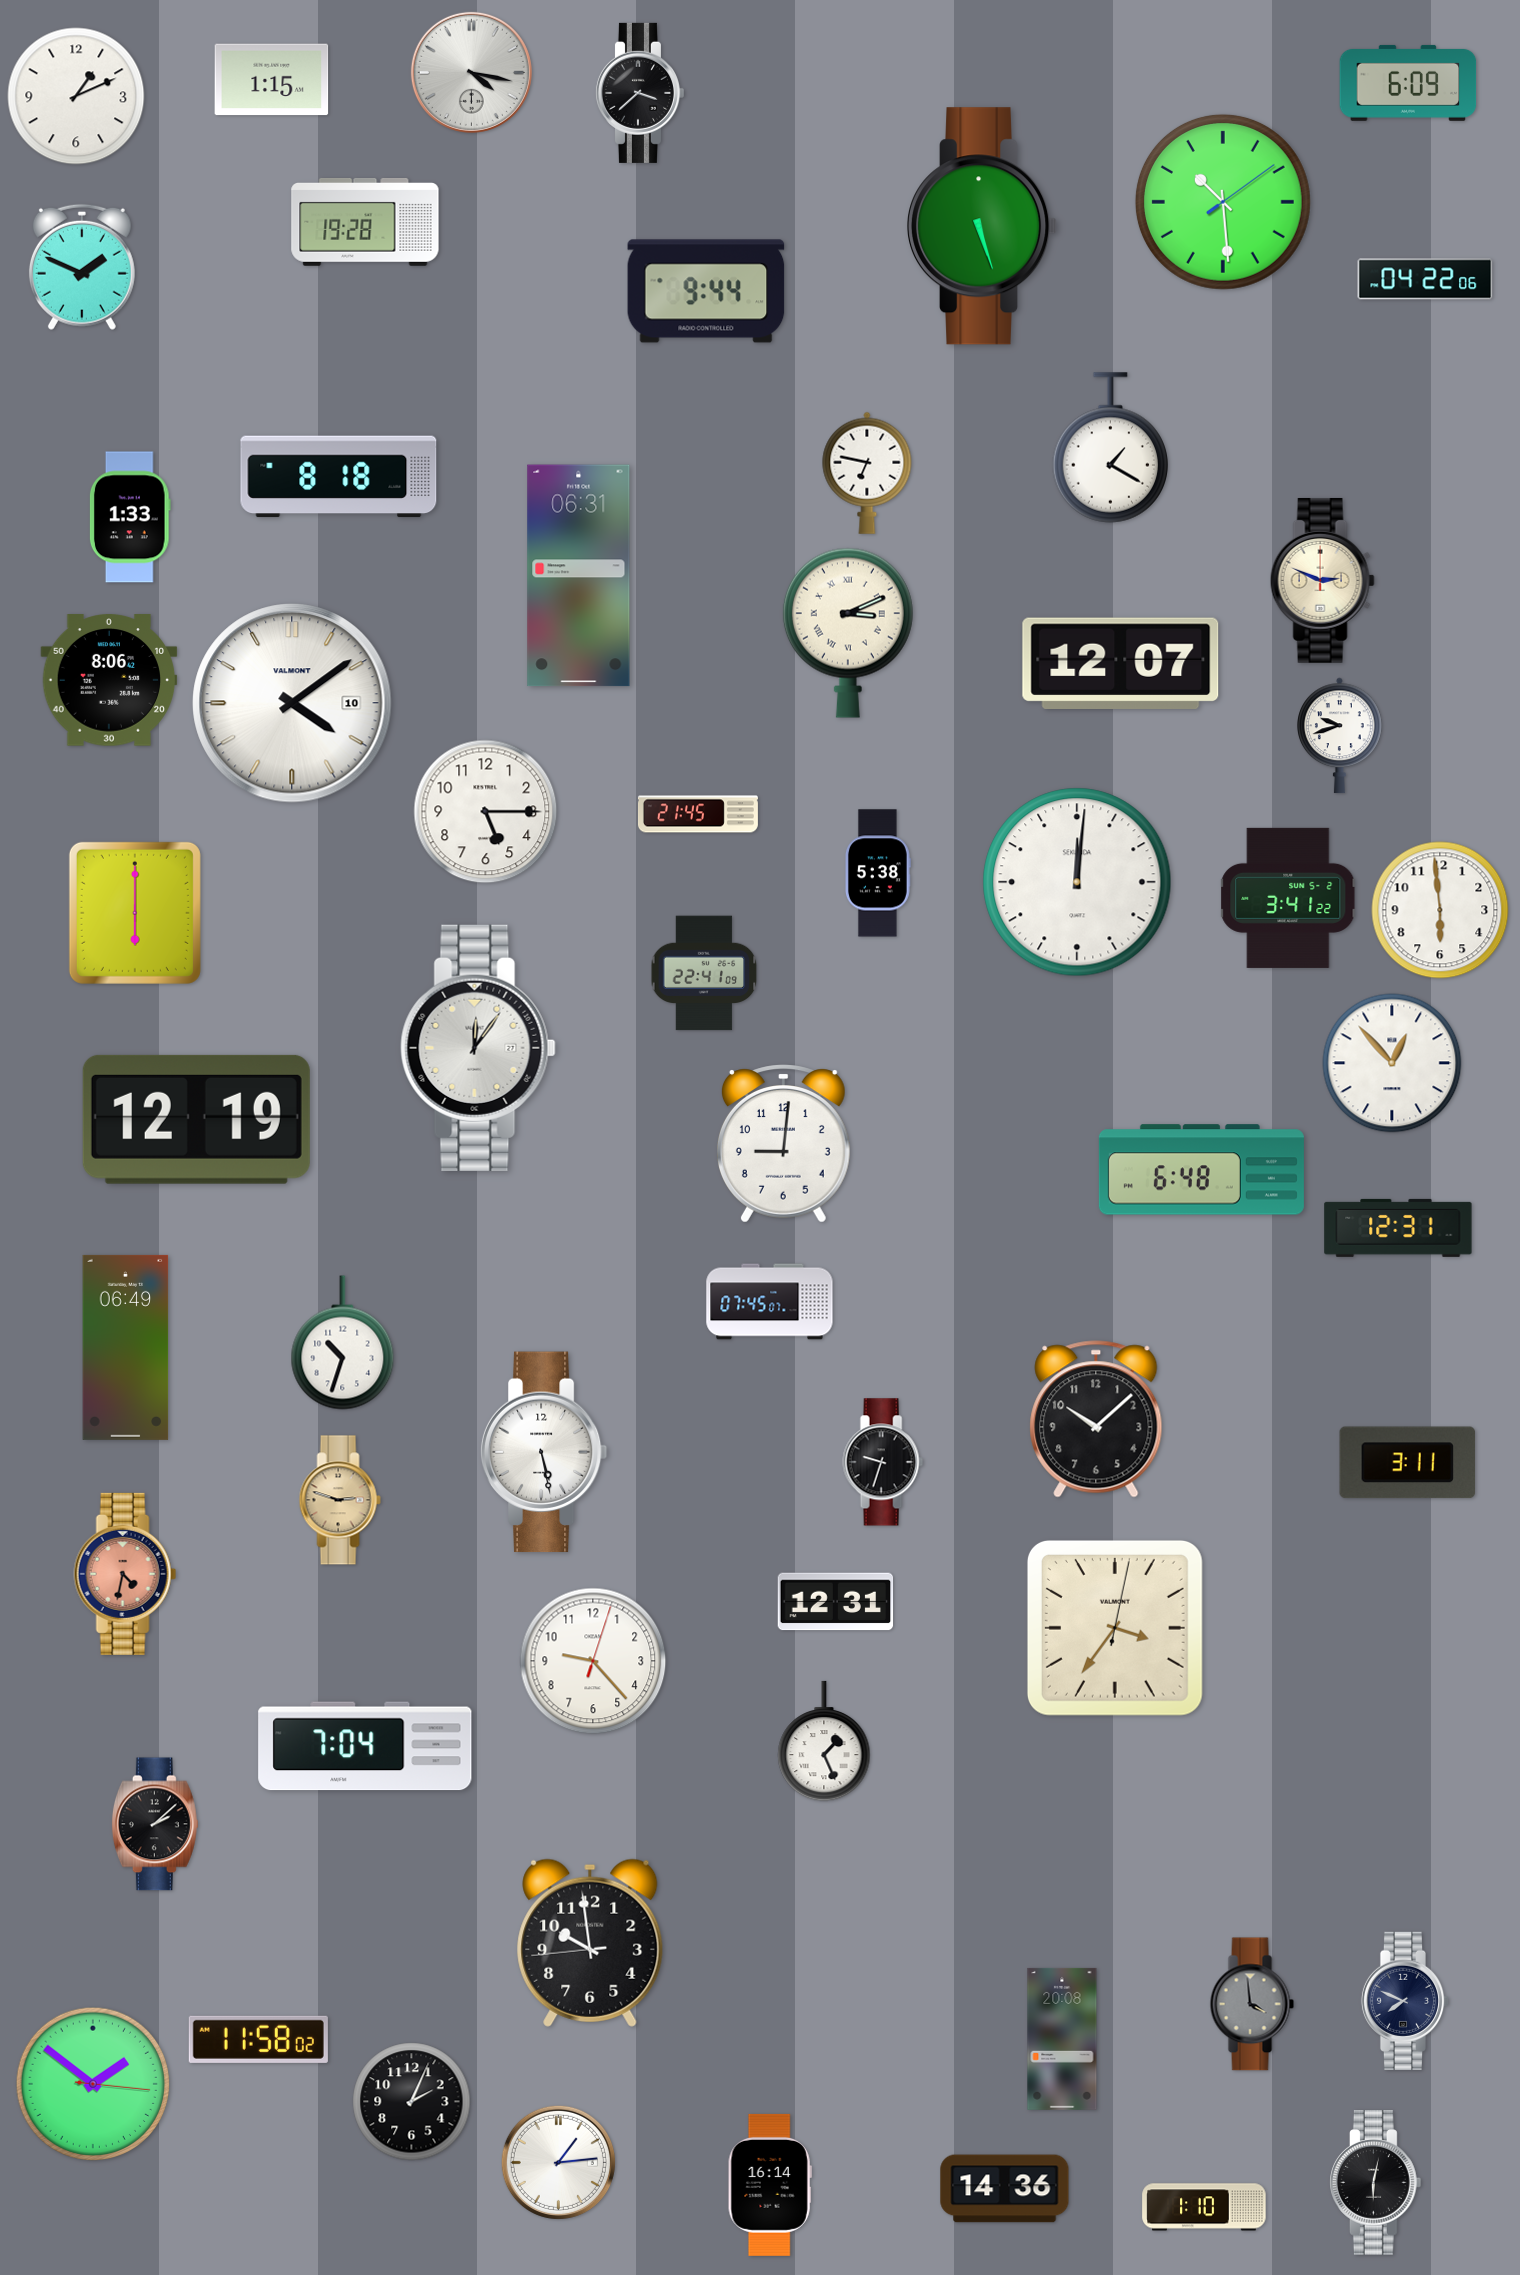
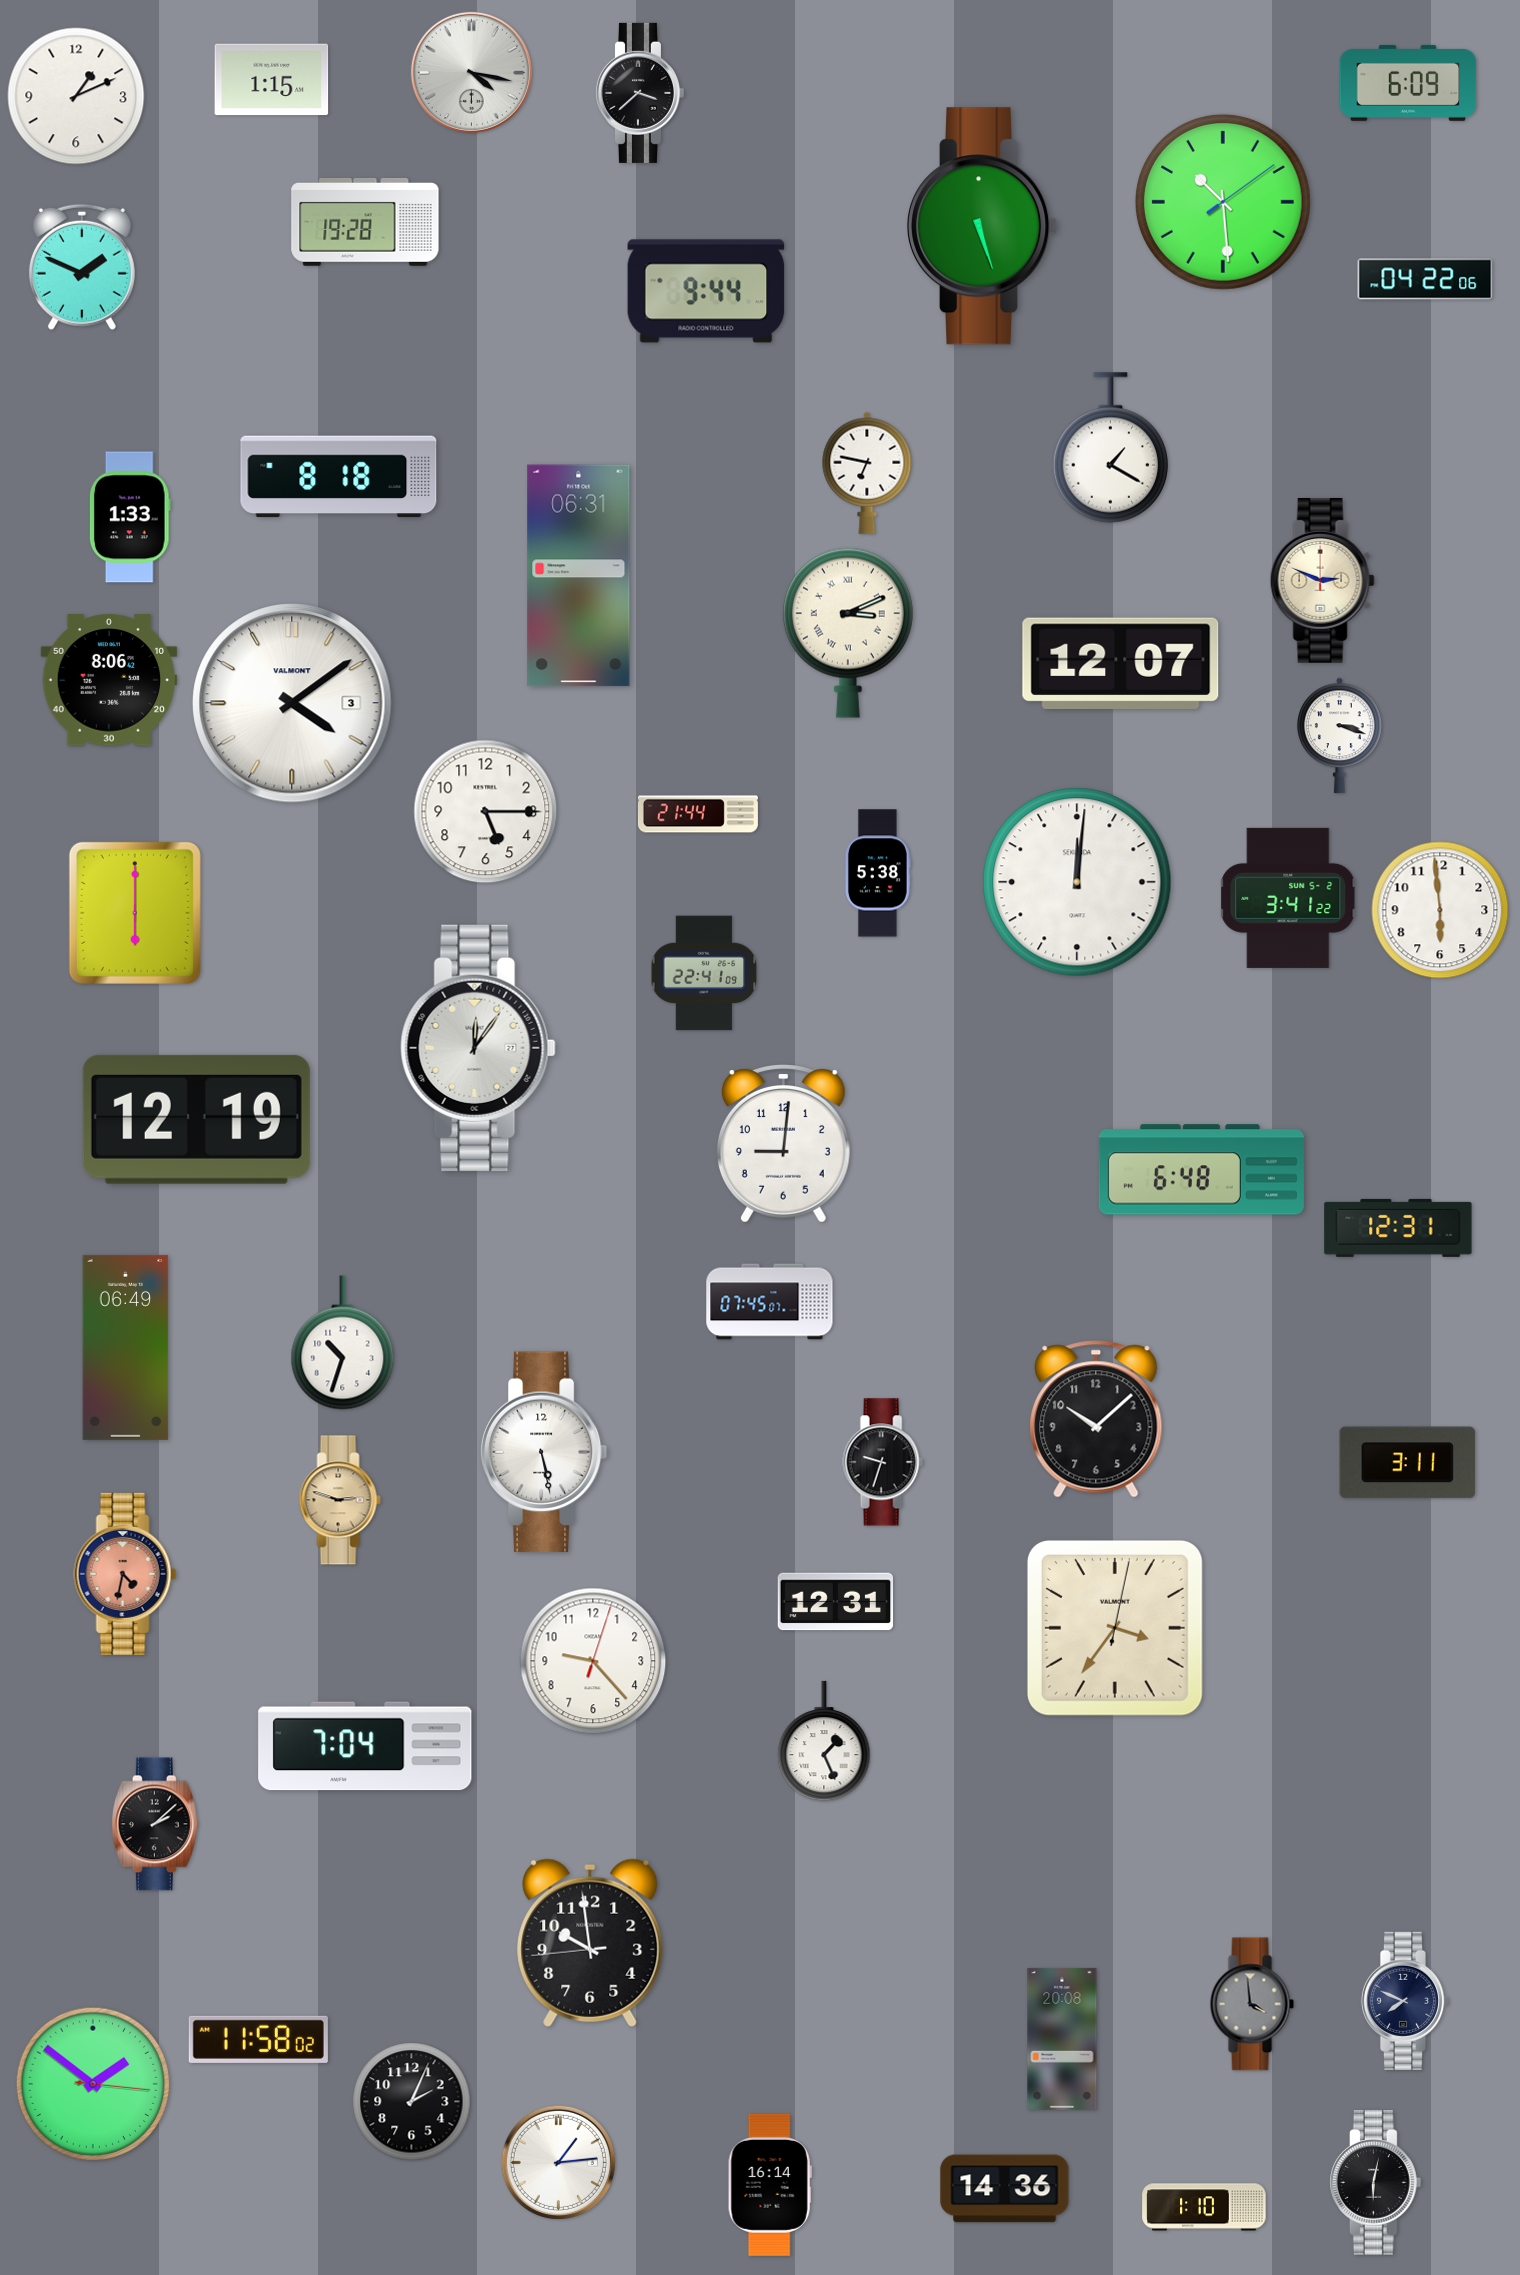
clock at (292, 703) date: 10 -> 3
clock at (1340, 736): 9:42 -> 3:18
clock at (698, 814): 21:45 -> 21:44
clock at (1392, 1063): 12:53 -> none
